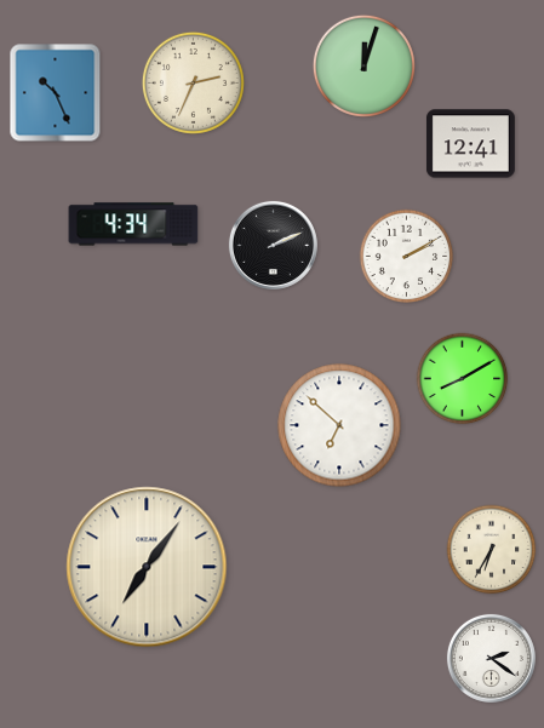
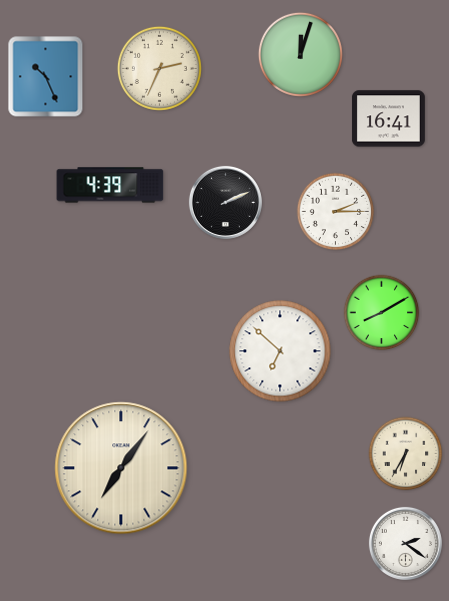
clock at (470, 144): 12:41 -> 16:41
clock at (133, 224): 4:34 -> 4:39
clock at (407, 257): 2:10 -> 2:15
